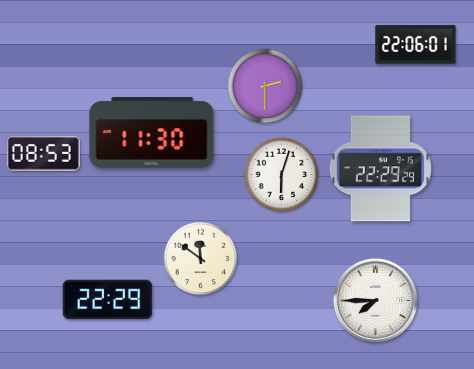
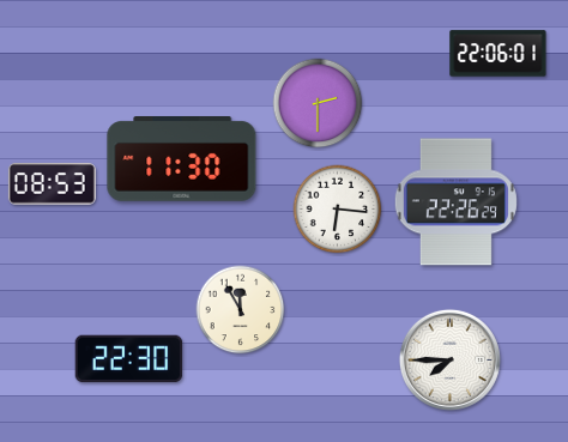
clock at (380, 169): 22:29 -> 22:26
clock at (282, 175): 6:03 -> 6:16
clock at (201, 259): 11:51 -> 11:55
clock at (108, 300): 22:29 -> 22:30
